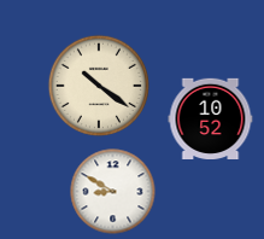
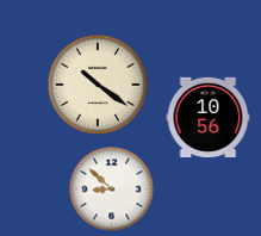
clock at (211, 118): 10:52 -> 10:56
clock at (113, 192): 8:50 -> 8:52
